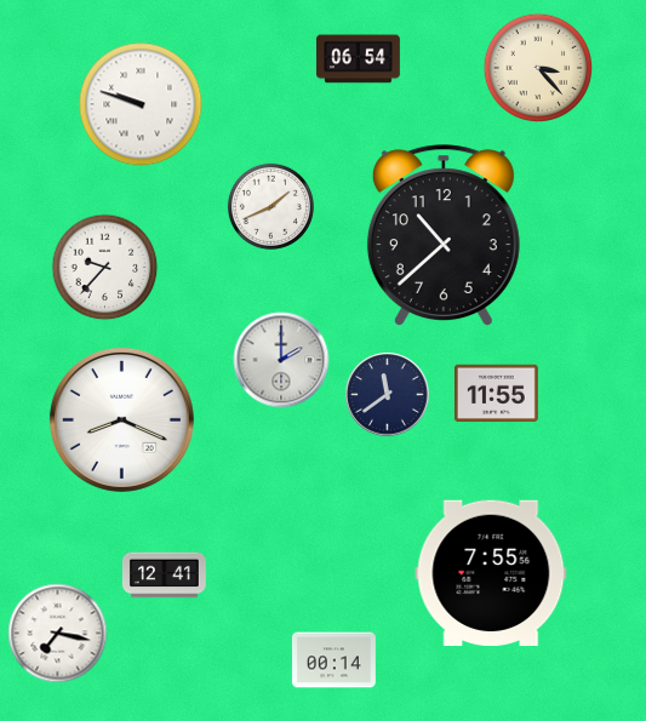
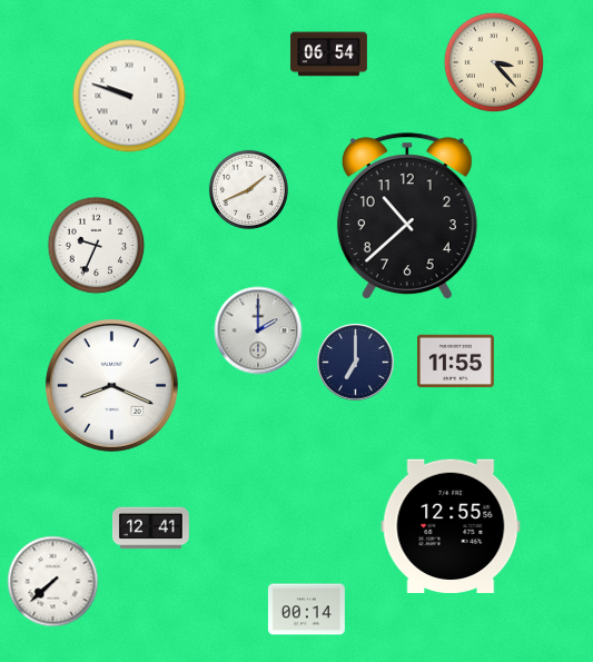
clock at (105, 268): 9:37 -> 9:34
clock at (388, 395): 11:39 -> 7:00
clock at (491, 573): 7:55 -> 12:55
clock at (58, 634): 7:17 -> 7:38
clock at (333, 660) position: (333, 660) -> (306, 610)
